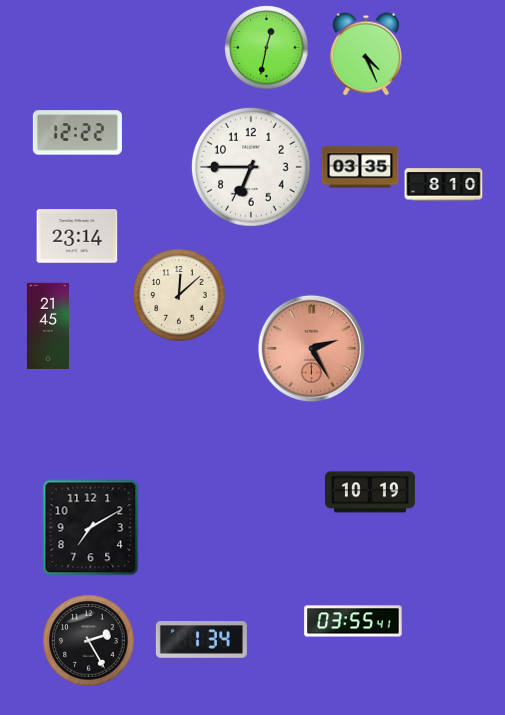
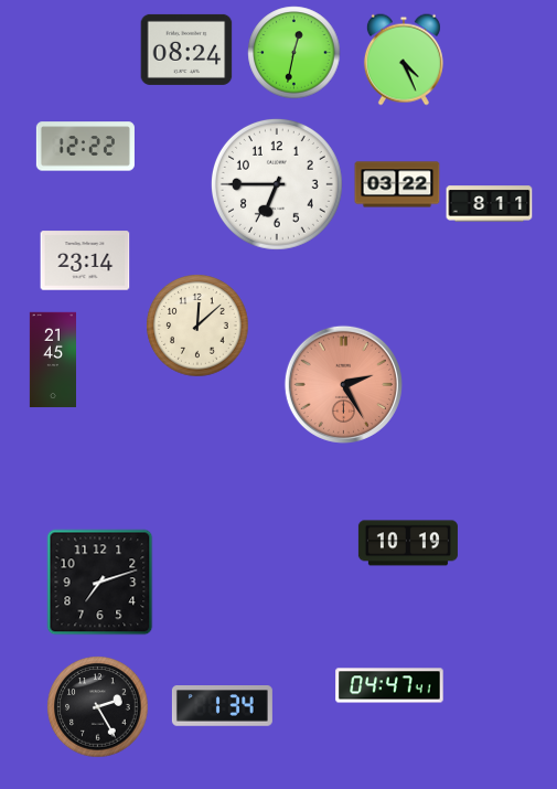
clock at (186, 50): none -> 08:24
clock at (360, 167): 03:35 -> 03:22
clock at (444, 185): 8:10 -> 8:11
clock at (91, 528): 7:10 -> 7:12
clock at (353, 621): 03:55 -> 04:47
